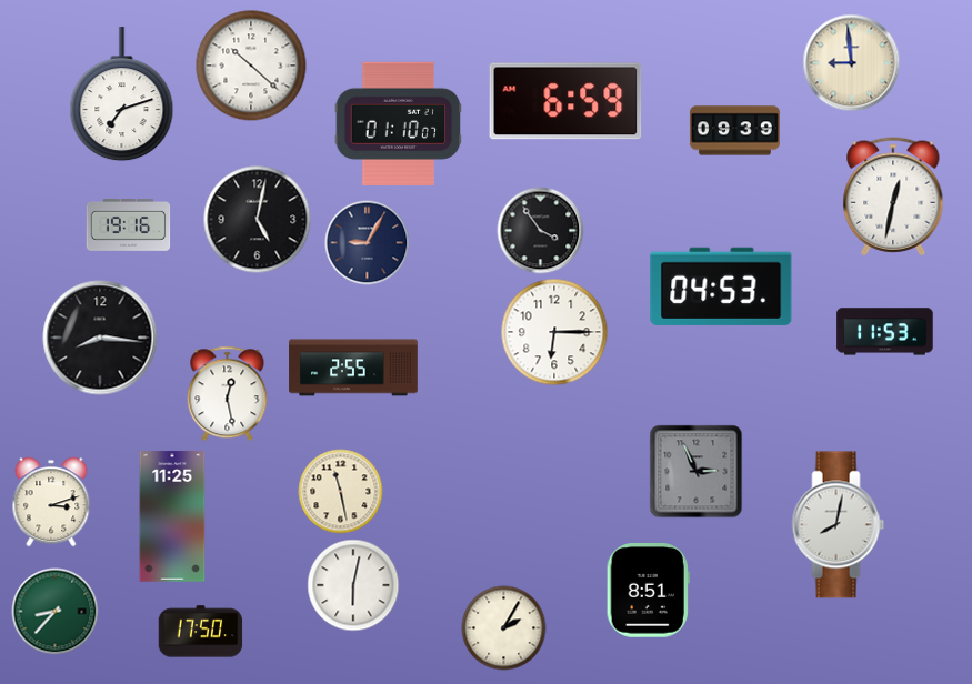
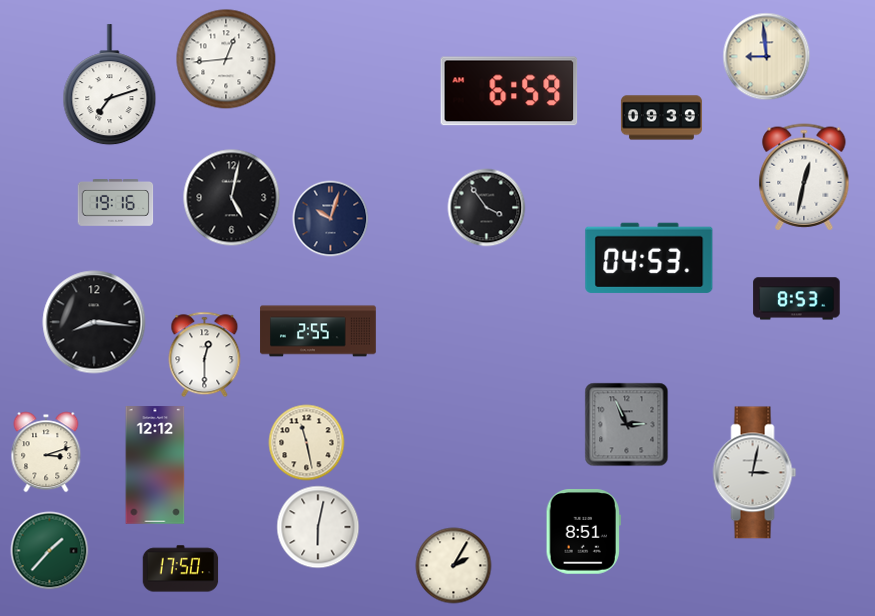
clock at (251, 66): 10:22 -> 12:44
clock at (399, 123): 01:10 -> none
clock at (368, 243): 9:05 -> 10:03
clock at (554, 332): 6:15 -> none
clock at (885, 332): 11:53 -> 8:53
clock at (100, 338) position: (100, 338) -> (94, 322)
clock at (228, 394): 12:28 -> 12:30
clock at (172, 516): 11:25 -> 12:12
clock at (839, 525): 8:02 -> 3:02
clock at (56, 612): 8:37 -> 1:37
